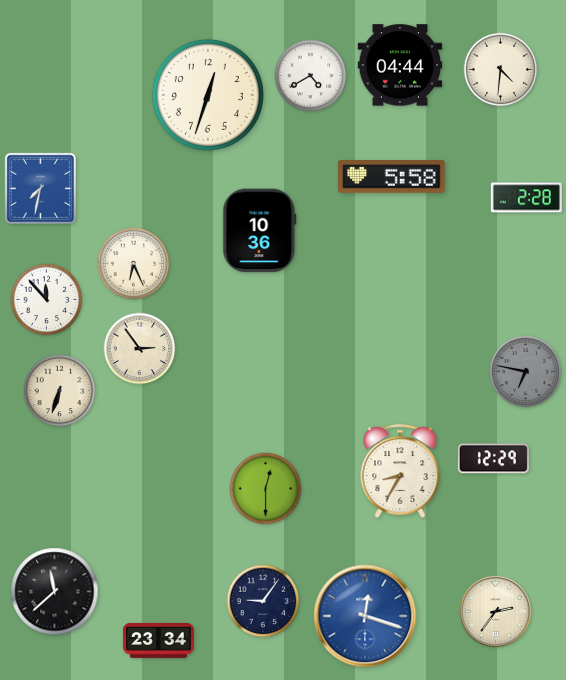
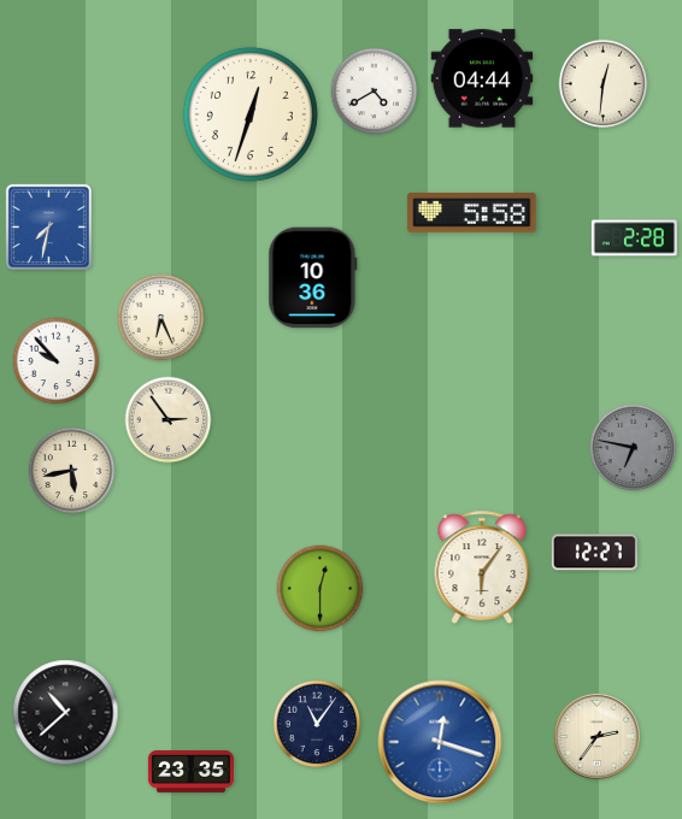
clock at (501, 70): 4:31 -> 12:31
clock at (47, 300): 11:53 -> 9:53
clock at (60, 391): 6:33 -> 5:43
clock at (493, 459): 12:29 -> 12:27
clock at (400, 471): 8:35 -> 6:06
clock at (55, 592): 11:38 -> 10:38
clock at (263, 601): 9:06 -> 11:06
clock at (158, 640): 23:34 -> 23:35
